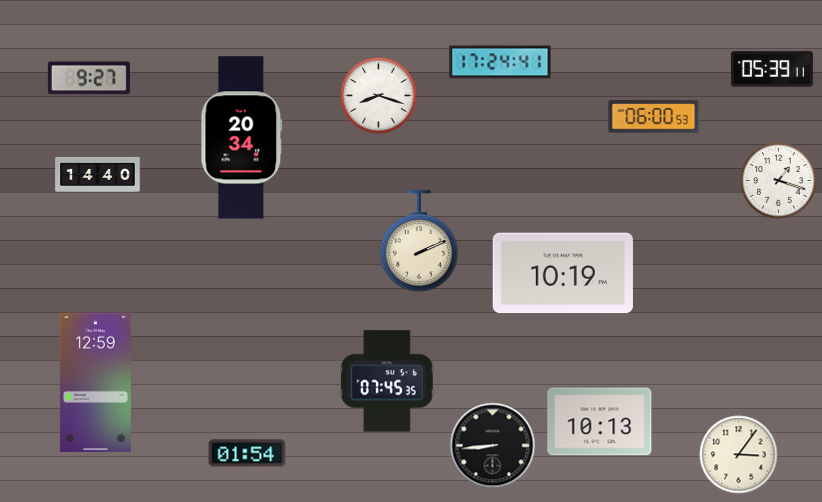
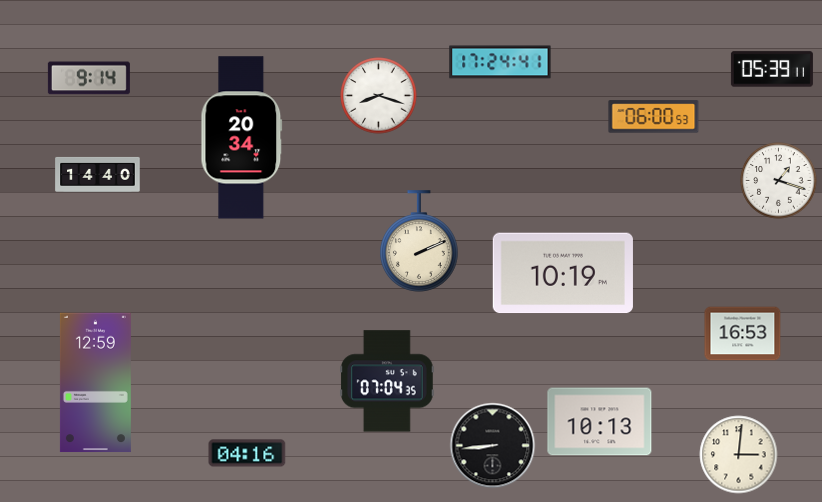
clock at (89, 78): 9:27 -> 9:14
clock at (743, 334): none -> 16:53
clock at (388, 381): 07:45 -> 07:04
clock at (247, 453): 01:54 -> 04:16
clock at (739, 455): 3:06 -> 3:01
